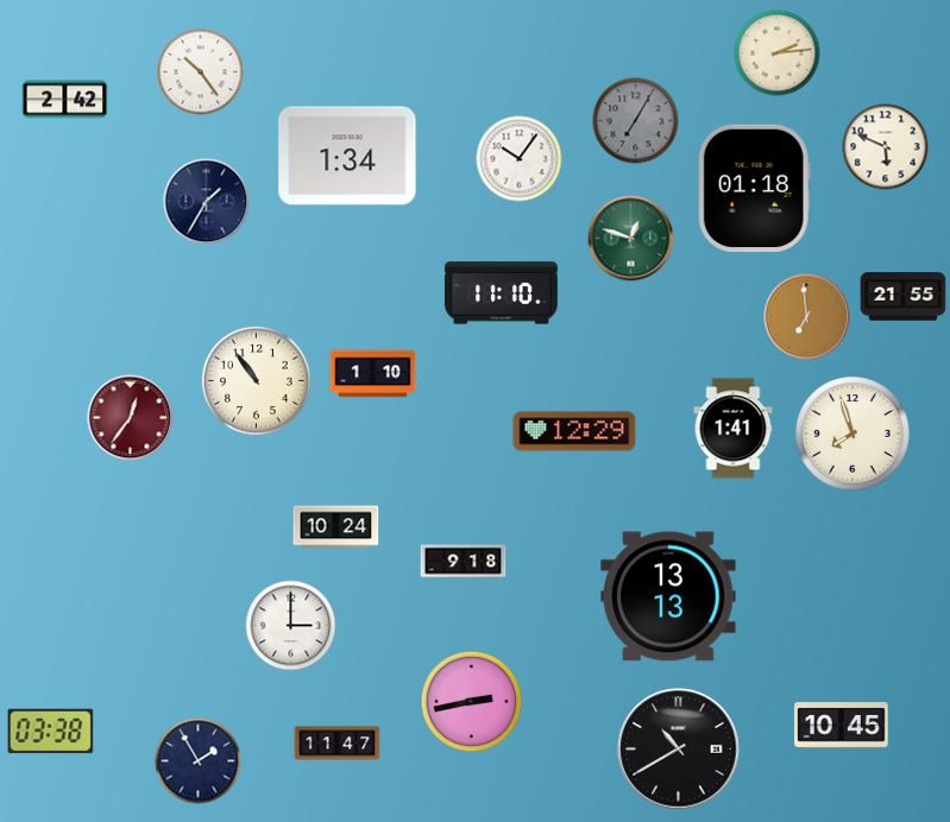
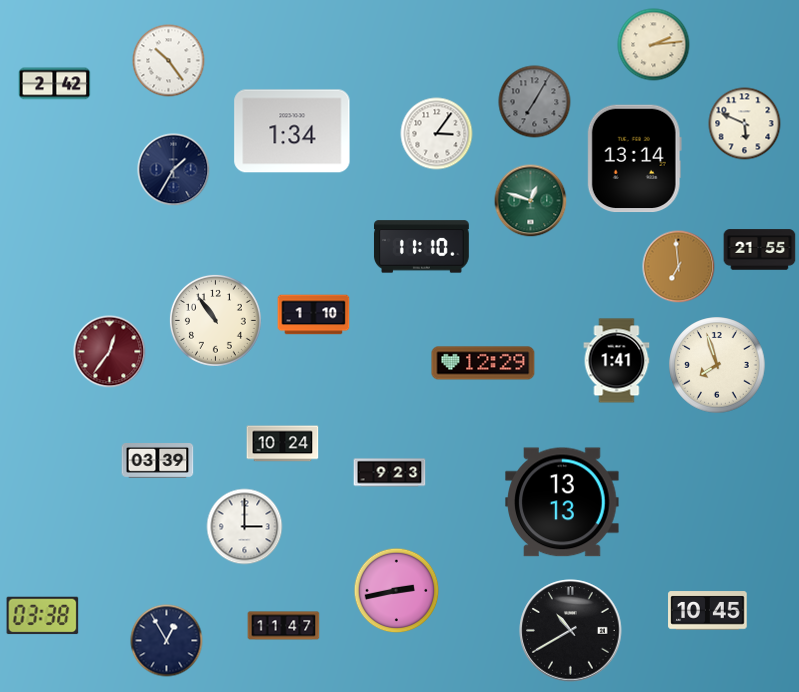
clock at (520, 159): 10:06 -> 3:06
clock at (754, 189): 01:18 -> 13:14
clock at (158, 461): none -> 03:39
clock at (464, 562): 9:18 -> 9:23
clock at (199, 761): 1:55 -> 12:55
